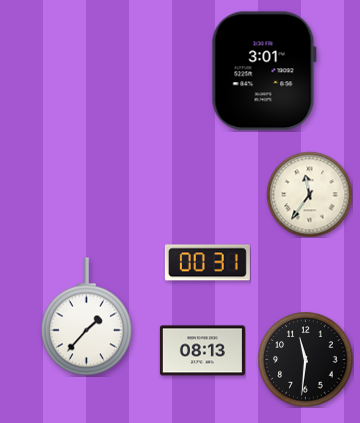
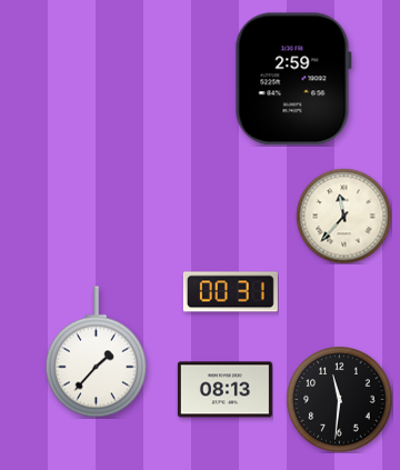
clock at (264, 71): 3:01 -> 2:59
clock at (309, 194): 11:36 -> 11:37
